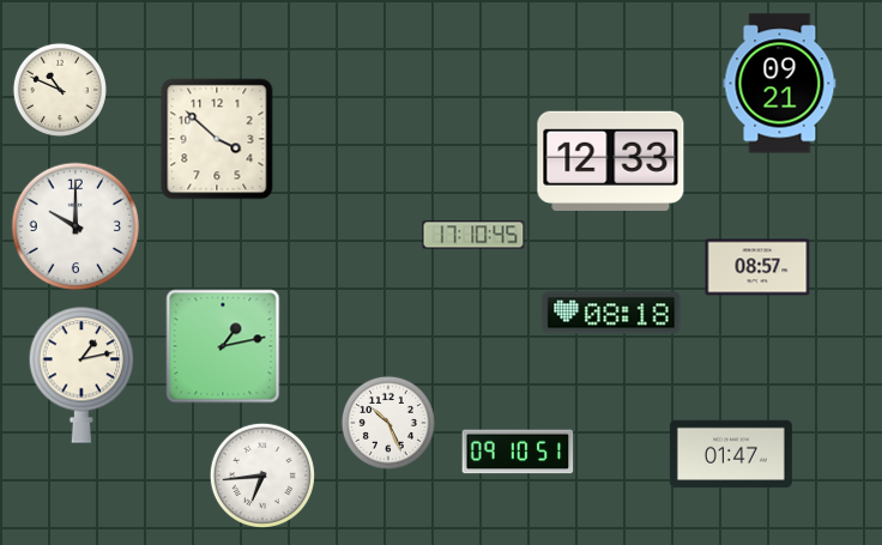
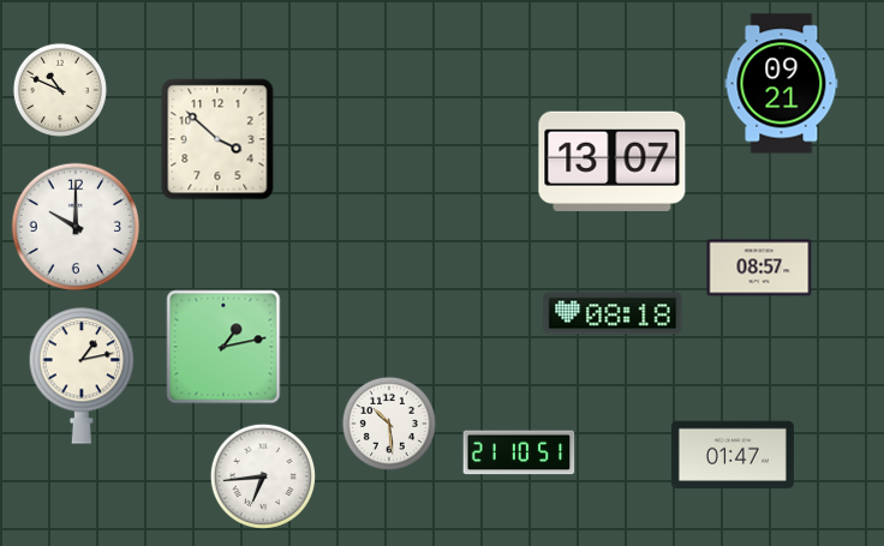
clock at (611, 161): 12:33 -> 13:07
clock at (473, 235): 17:10 -> none
clock at (388, 423): 10:26 -> 10:29
clock at (518, 452): 09:10 -> 21:10
